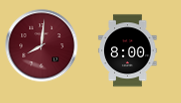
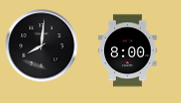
clock at (42, 46) dial: burgundy -> black
